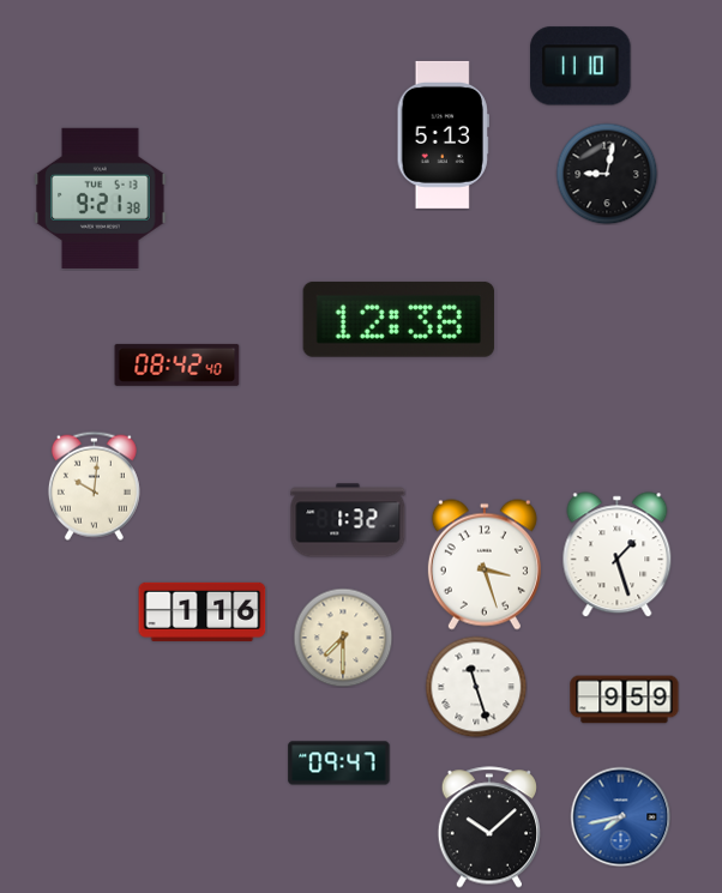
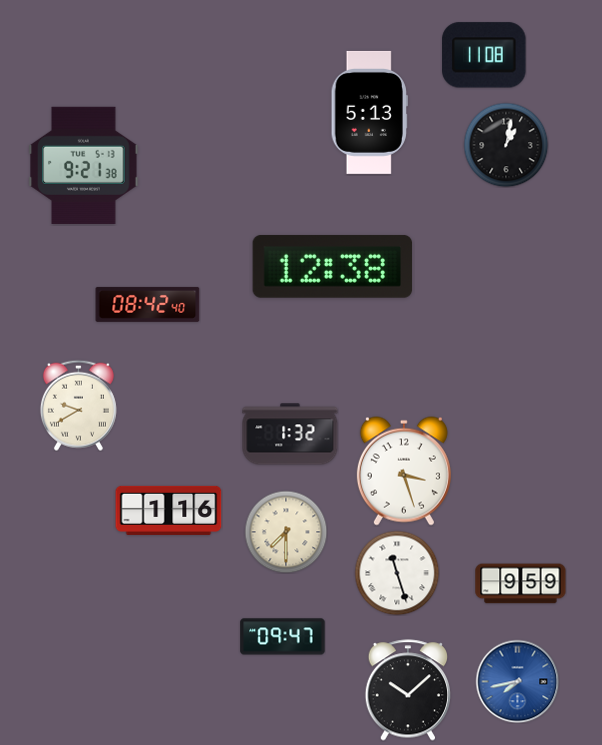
clock at (580, 66): 11:10 -> 11:08
clock at (607, 174): 9:02 -> 1:02
clock at (94, 485): 10:01 -> 9:40
clock at (618, 555): 1:27 -> none
